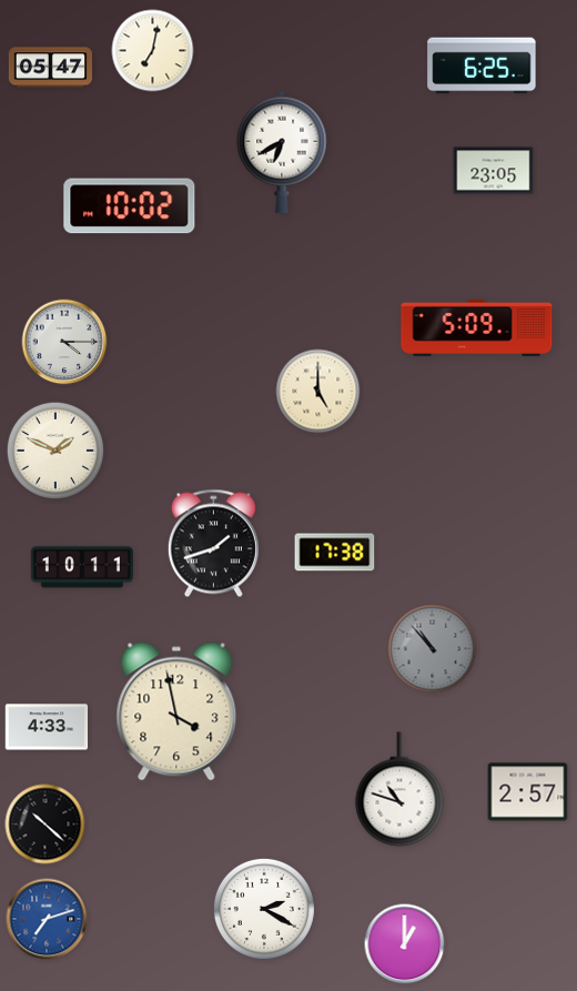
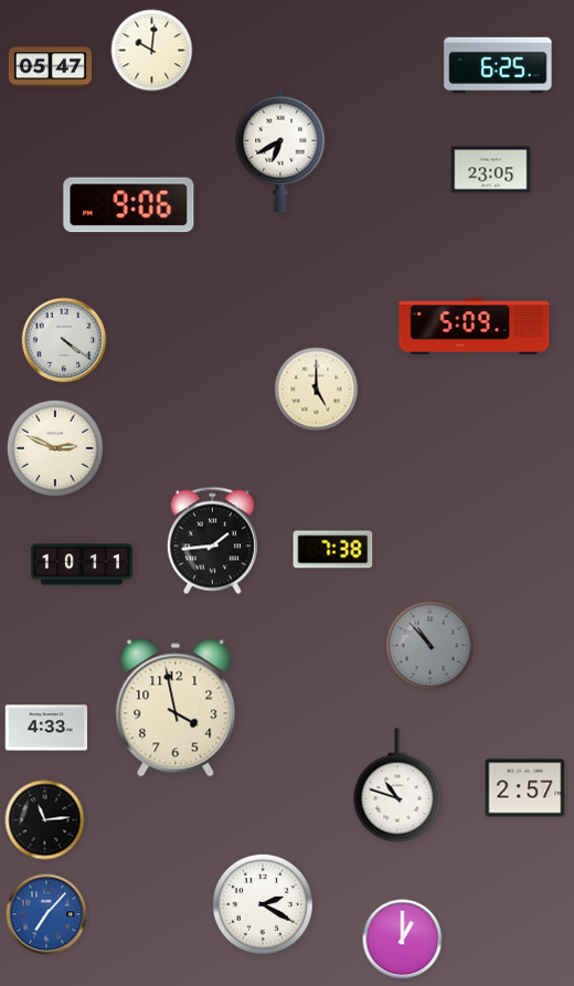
clock at (153, 51): 7:02 -> 10:01
clock at (482, 65) position: (482, 65) -> (498, 65)
clock at (130, 206): 10:02 -> 9:06
clock at (64, 342): 4:15 -> 4:21
clock at (54, 449): 1:49 -> 2:49
clock at (213, 544): 1:42 -> 1:44
clock at (335, 553): 17:38 -> 7:38
clock at (47, 727) position: (47, 727) -> (46, 728)
clock at (45, 825): 10:22 -> 11:14
clock at (47, 919): 7:12 -> 7:07
